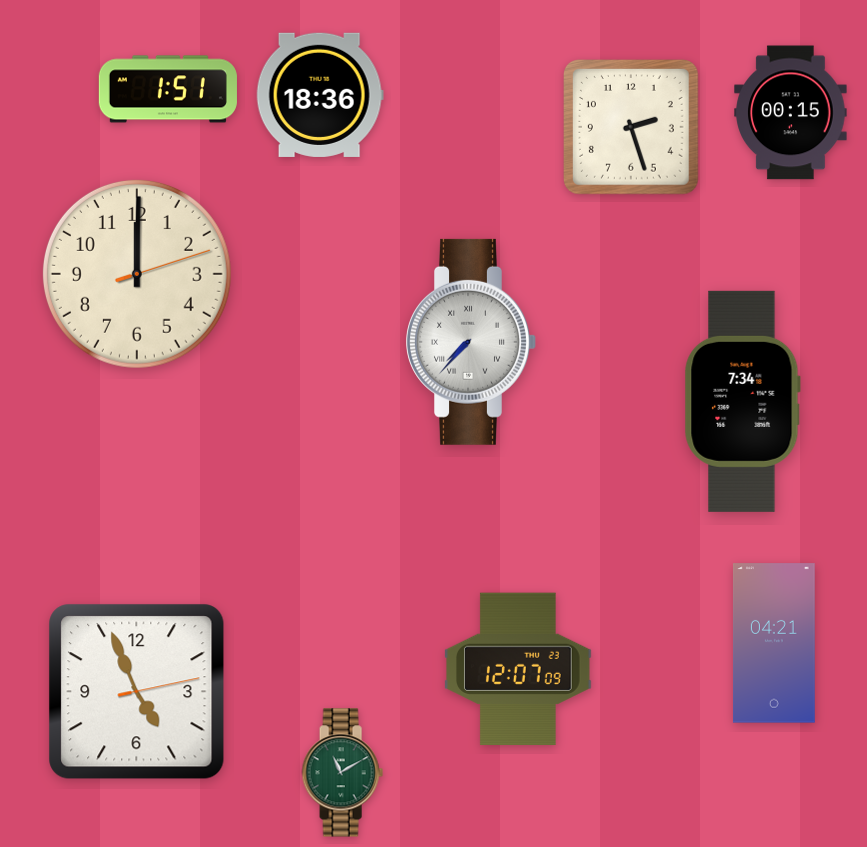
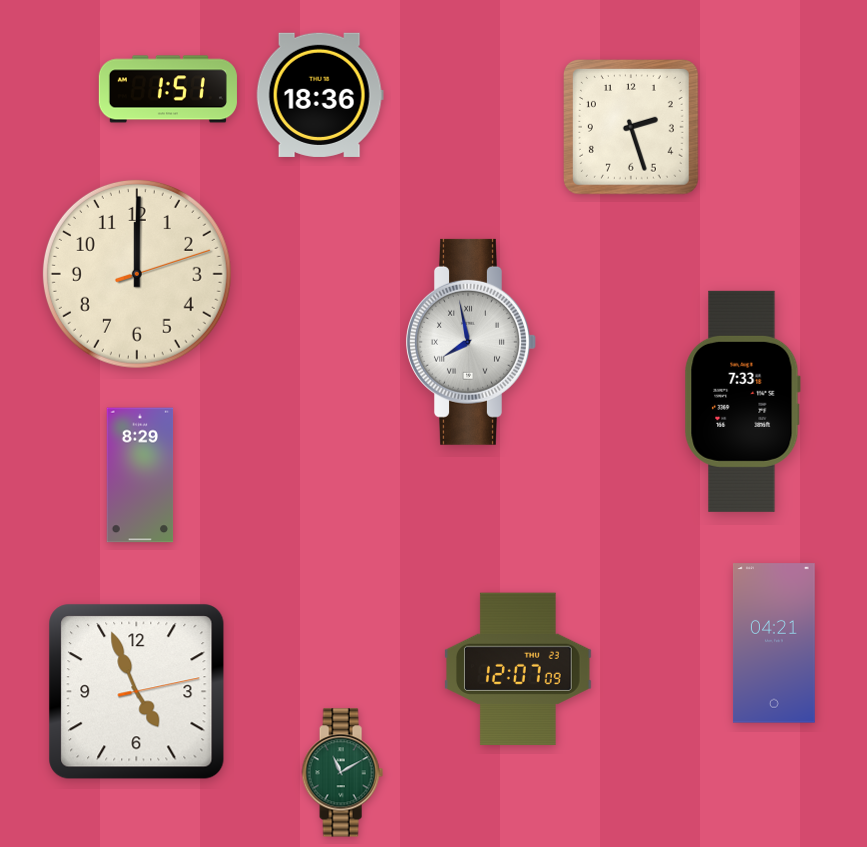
clock at (791, 113): 00:15 -> none
clock at (471, 342): 7:37 -> 7:58
clock at (742, 401): 7:34 -> 7:33
clock at (140, 475): none -> 8:29
